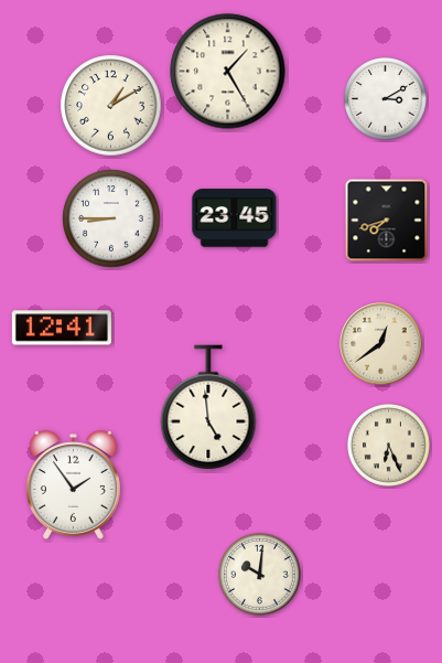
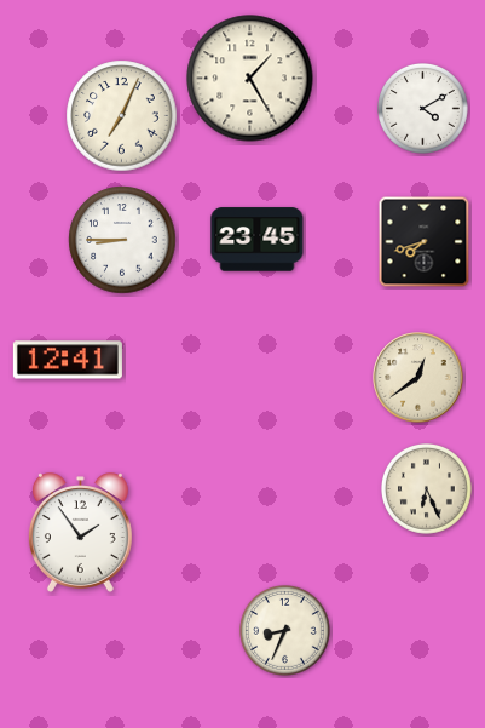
clock at (386, 99): 3:10 -> 4:10
clock at (111, 106): 1:10 -> 7:04
clock at (208, 407): 4:59 -> none
clock at (260, 575): 10:01 -> 8:34
